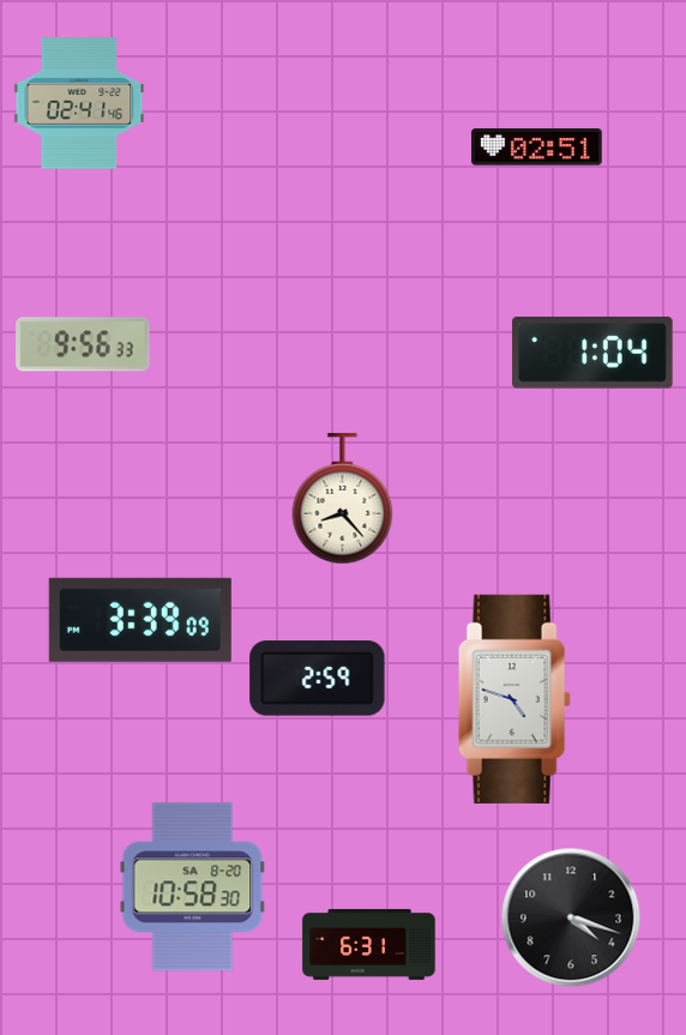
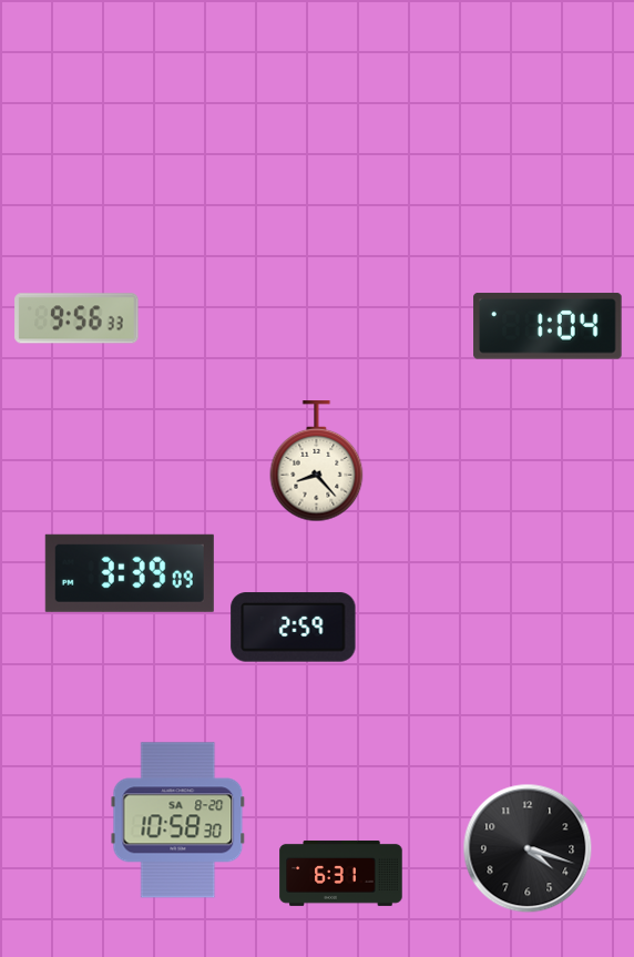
clock at (79, 103): 02:41 -> none
clock at (537, 148): 02:51 -> none
clock at (514, 699): 4:48 -> none
